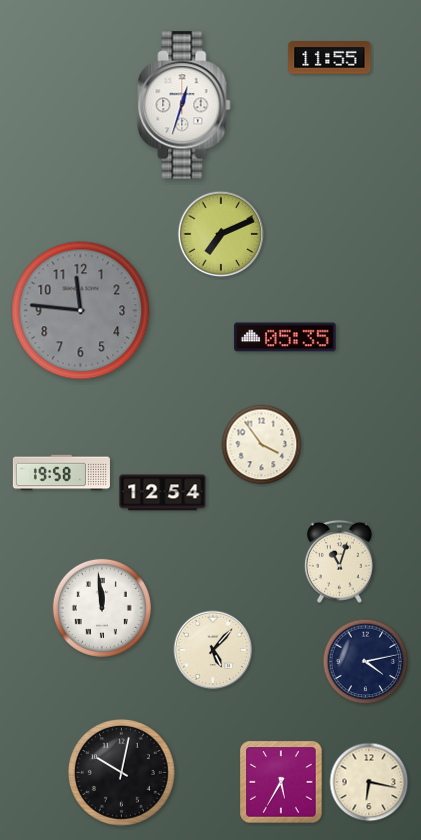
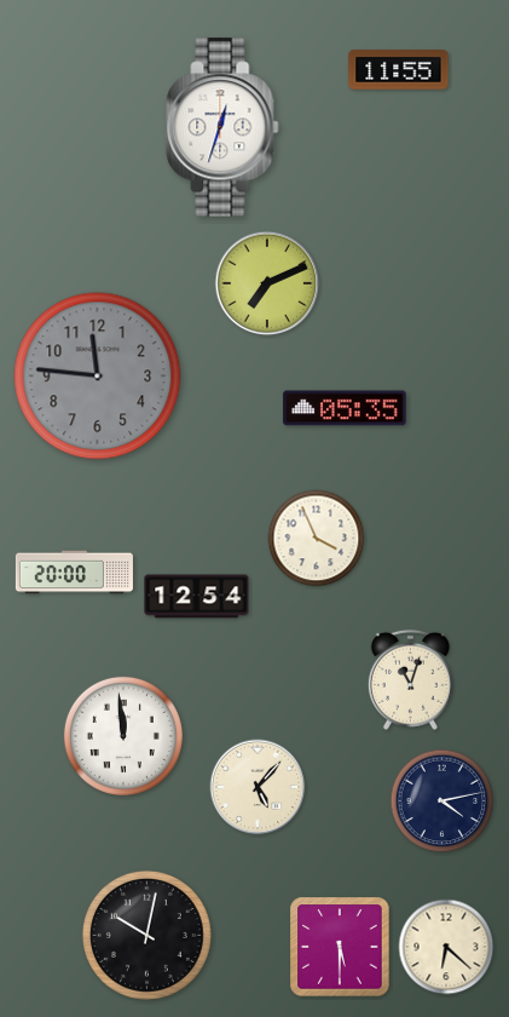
clock at (262, 445): 3:54 -> 3:56
clock at (61, 473): 19:58 -> 20:00
clock at (281, 782): 5:35 -> 5:30
clock at (369, 782): 6:17 -> 6:22
